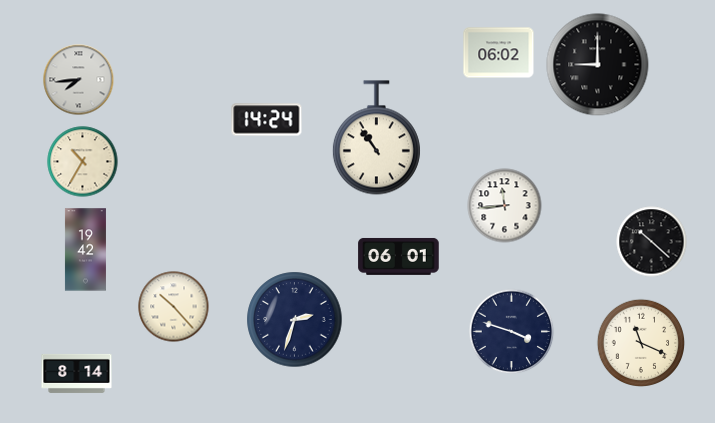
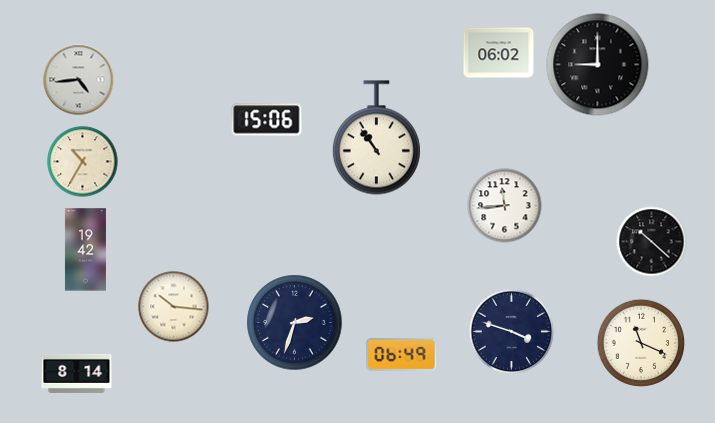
clock at (79, 80): 7:44 -> 4:44
clock at (267, 120): 14:24 -> 15:06
clock at (399, 256): 06:01 -> none
clock at (174, 307): 10:23 -> 10:16
clock at (295, 320) position: (295, 320) -> (295, 323)
clock at (402, 354): none -> 06:49
